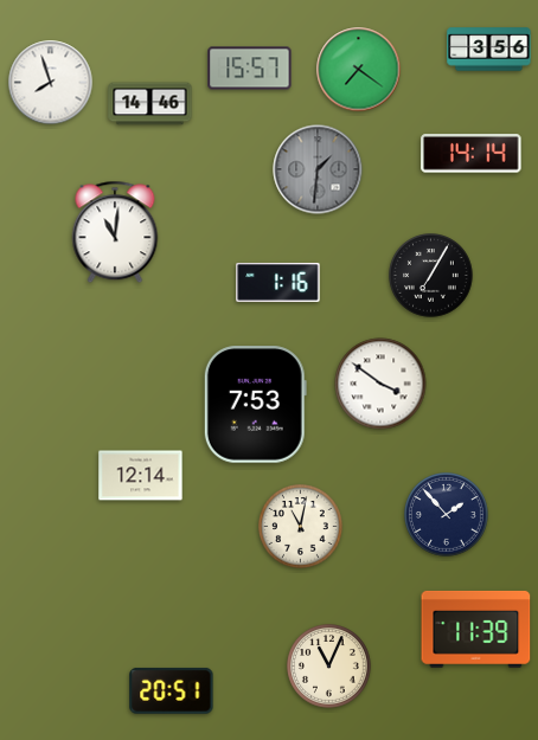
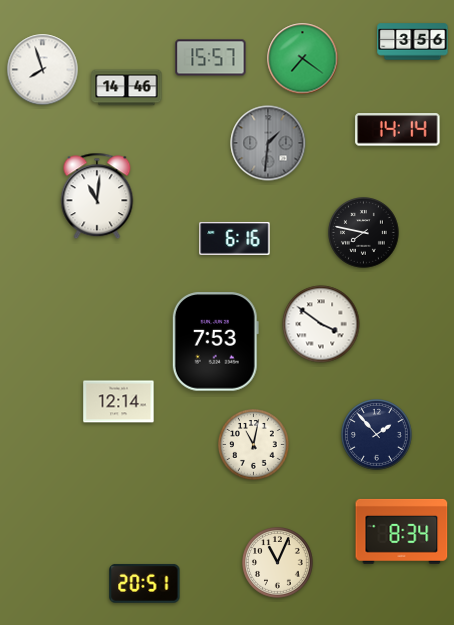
clock at (431, 276): 7:05 -> 7:47
clock at (278, 282): 1:16 -> 6:16
clock at (476, 629): 11:39 -> 8:34
